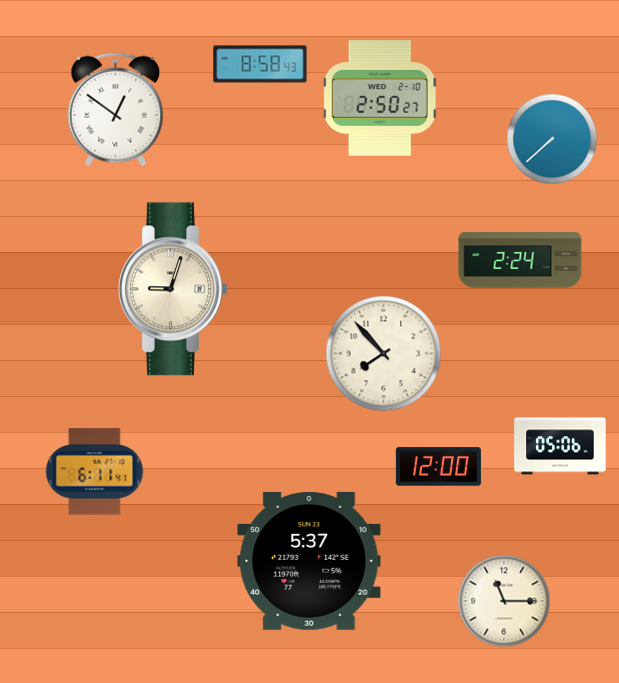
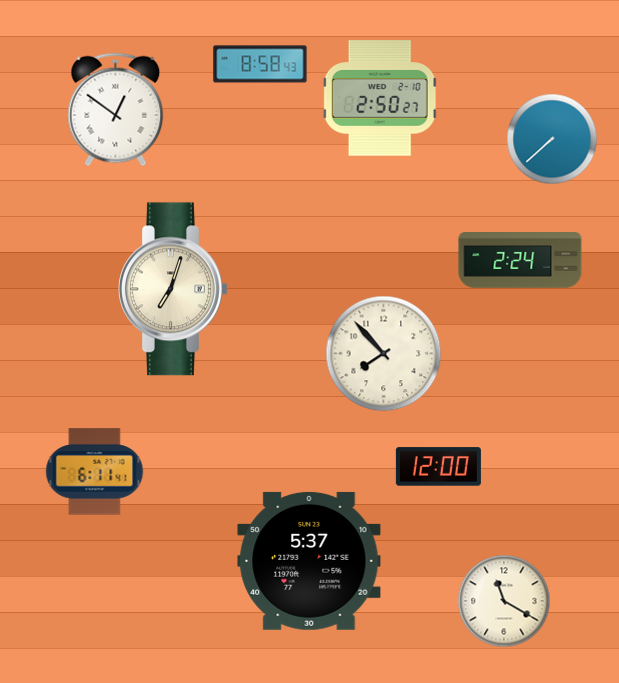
clock at (174, 289): 9:03 -> 7:03
clock at (560, 446): 05:06 -> none
clock at (504, 601): 11:15 -> 11:20
